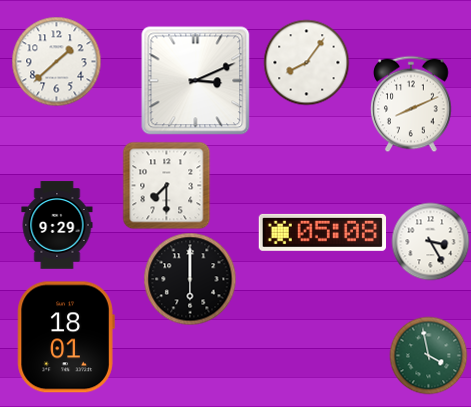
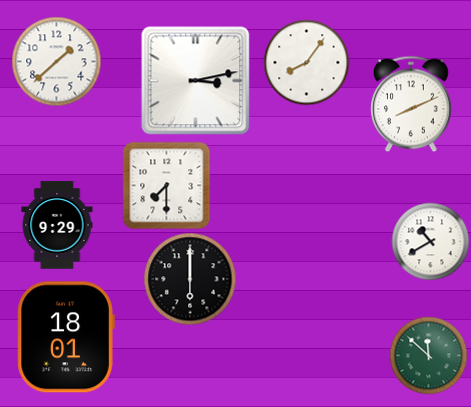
clock at (195, 80): 3:11 -> 3:13
clock at (322, 232): 05:08 -> none
clock at (430, 241): 3:25 -> 10:40
clock at (428, 355): 3:58 -> 11:52
